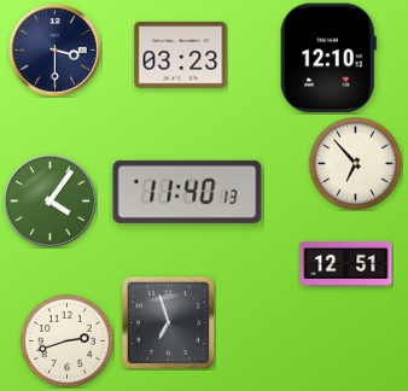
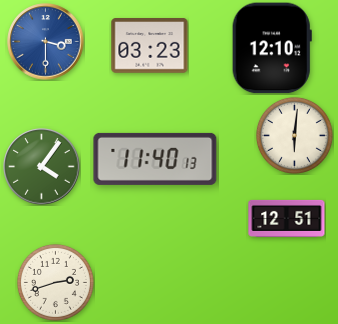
clock at (56, 51) dial: navy -> blue
clock at (355, 163): 6:53 -> 6:01
clock at (168, 322): 6:57 -> none
